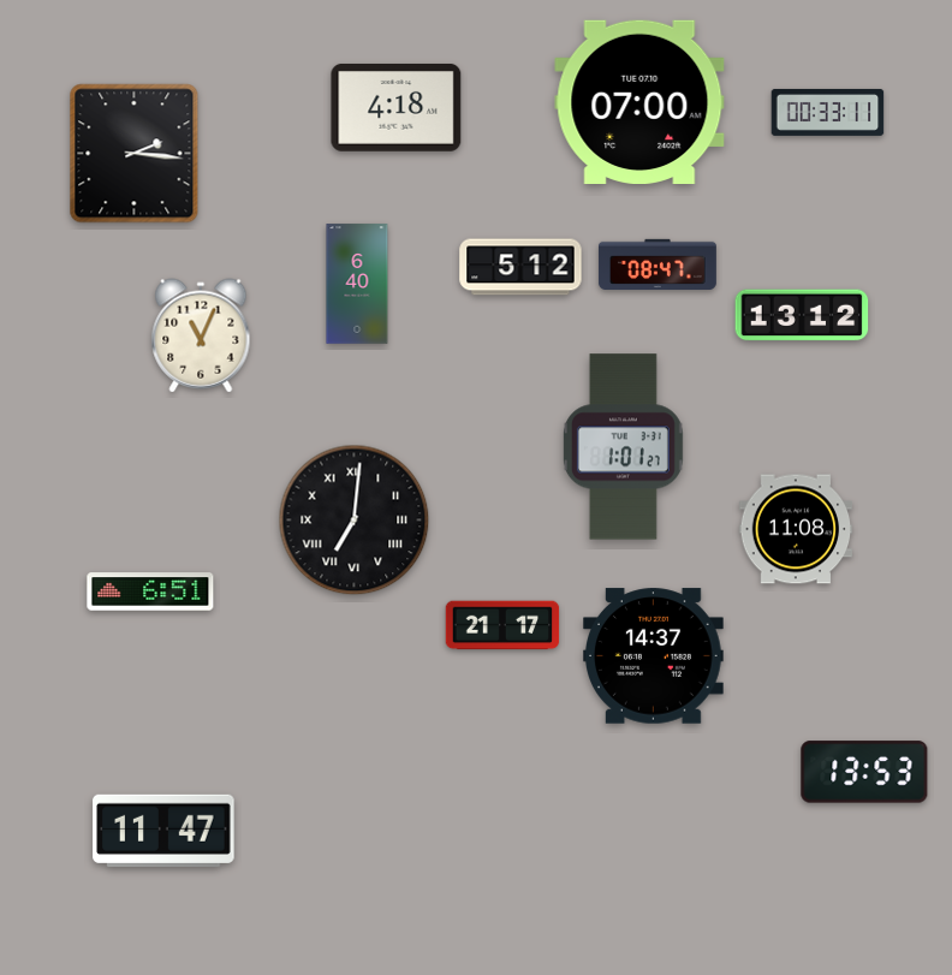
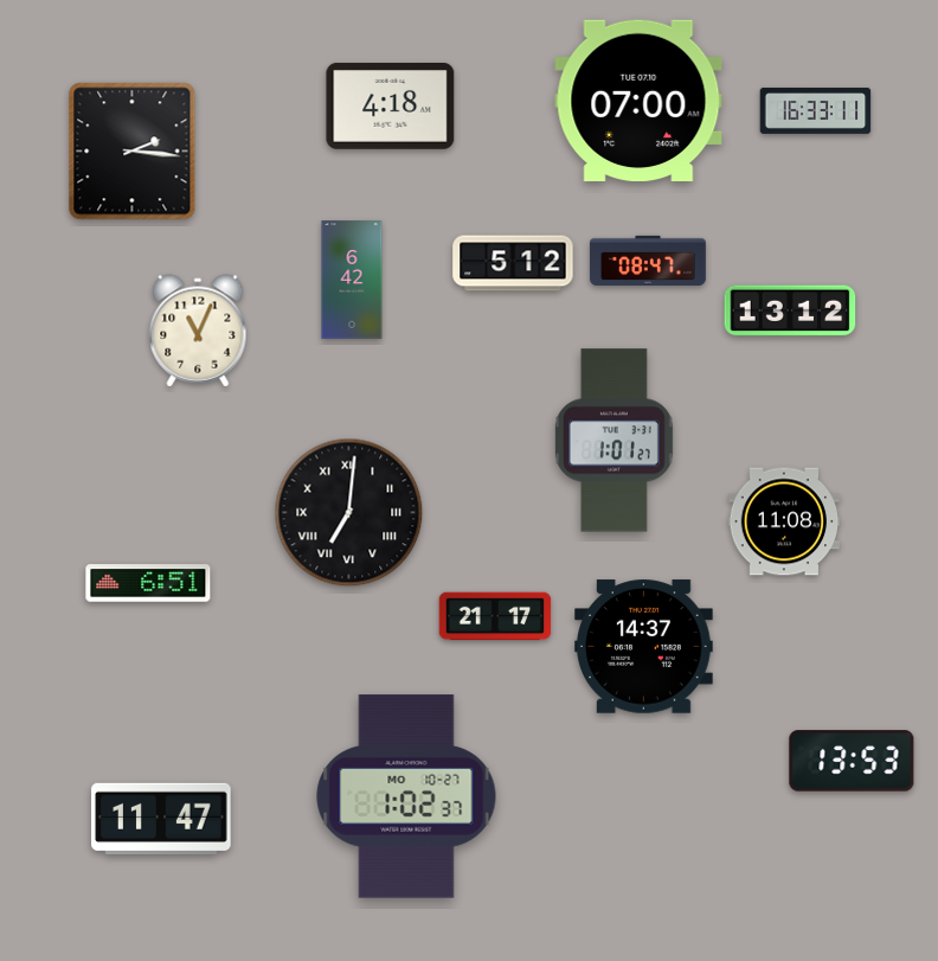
clock at (639, 101) position: (639, 101) -> (638, 100)
clock at (828, 112): 00:33 -> 16:33
clock at (357, 284): 6:40 -> 6:42
clock at (406, 796): none -> 1:02
